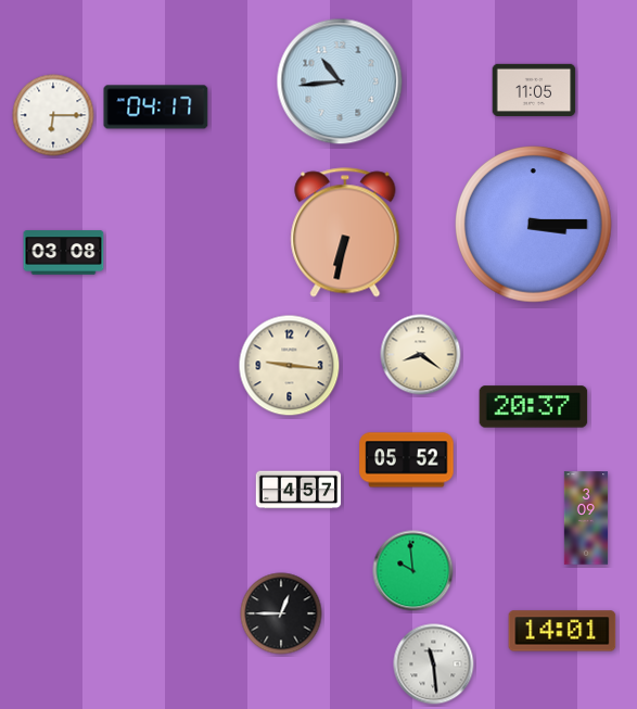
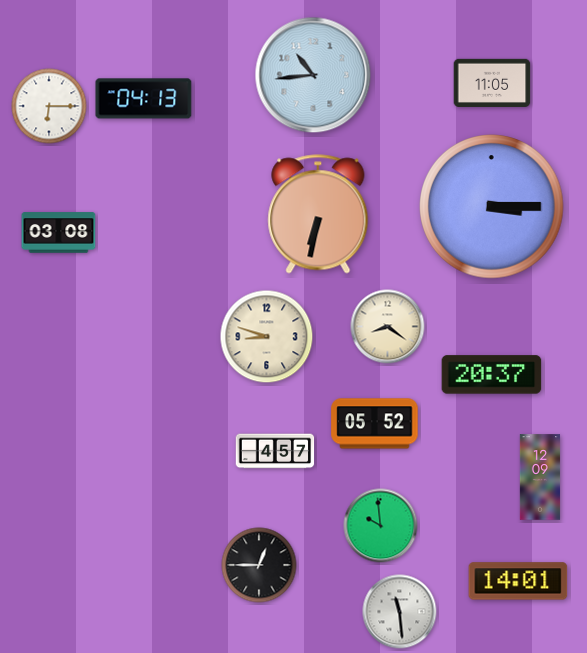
clock at (156, 107): 04:17 -> 04:13
clock at (290, 366): 9:16 -> 8:48
clock at (586, 518): 3:09 -> 12:09
